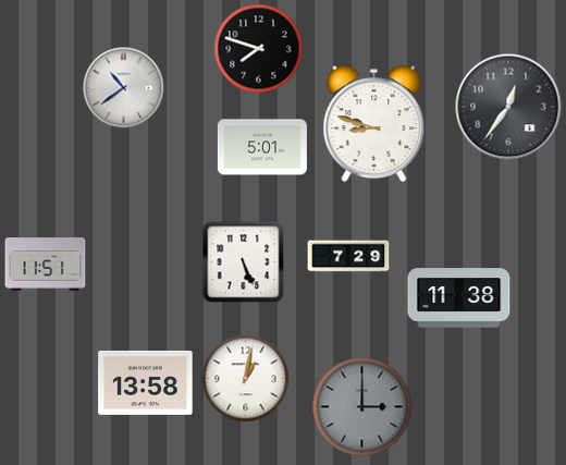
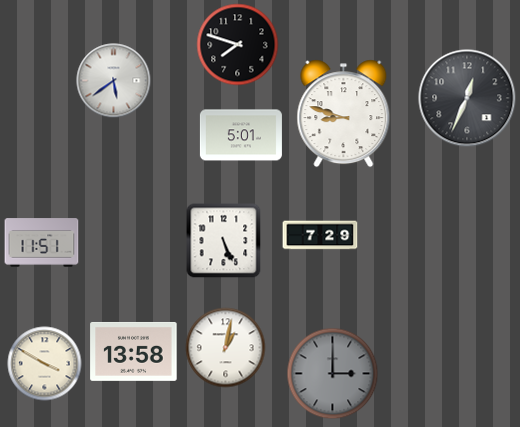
clock at (124, 88): 10:39 -> 5:39
clock at (508, 107): 12:36 -> 12:34
clock at (459, 298): 11:38 -> none
clock at (45, 364): none -> 3:50
